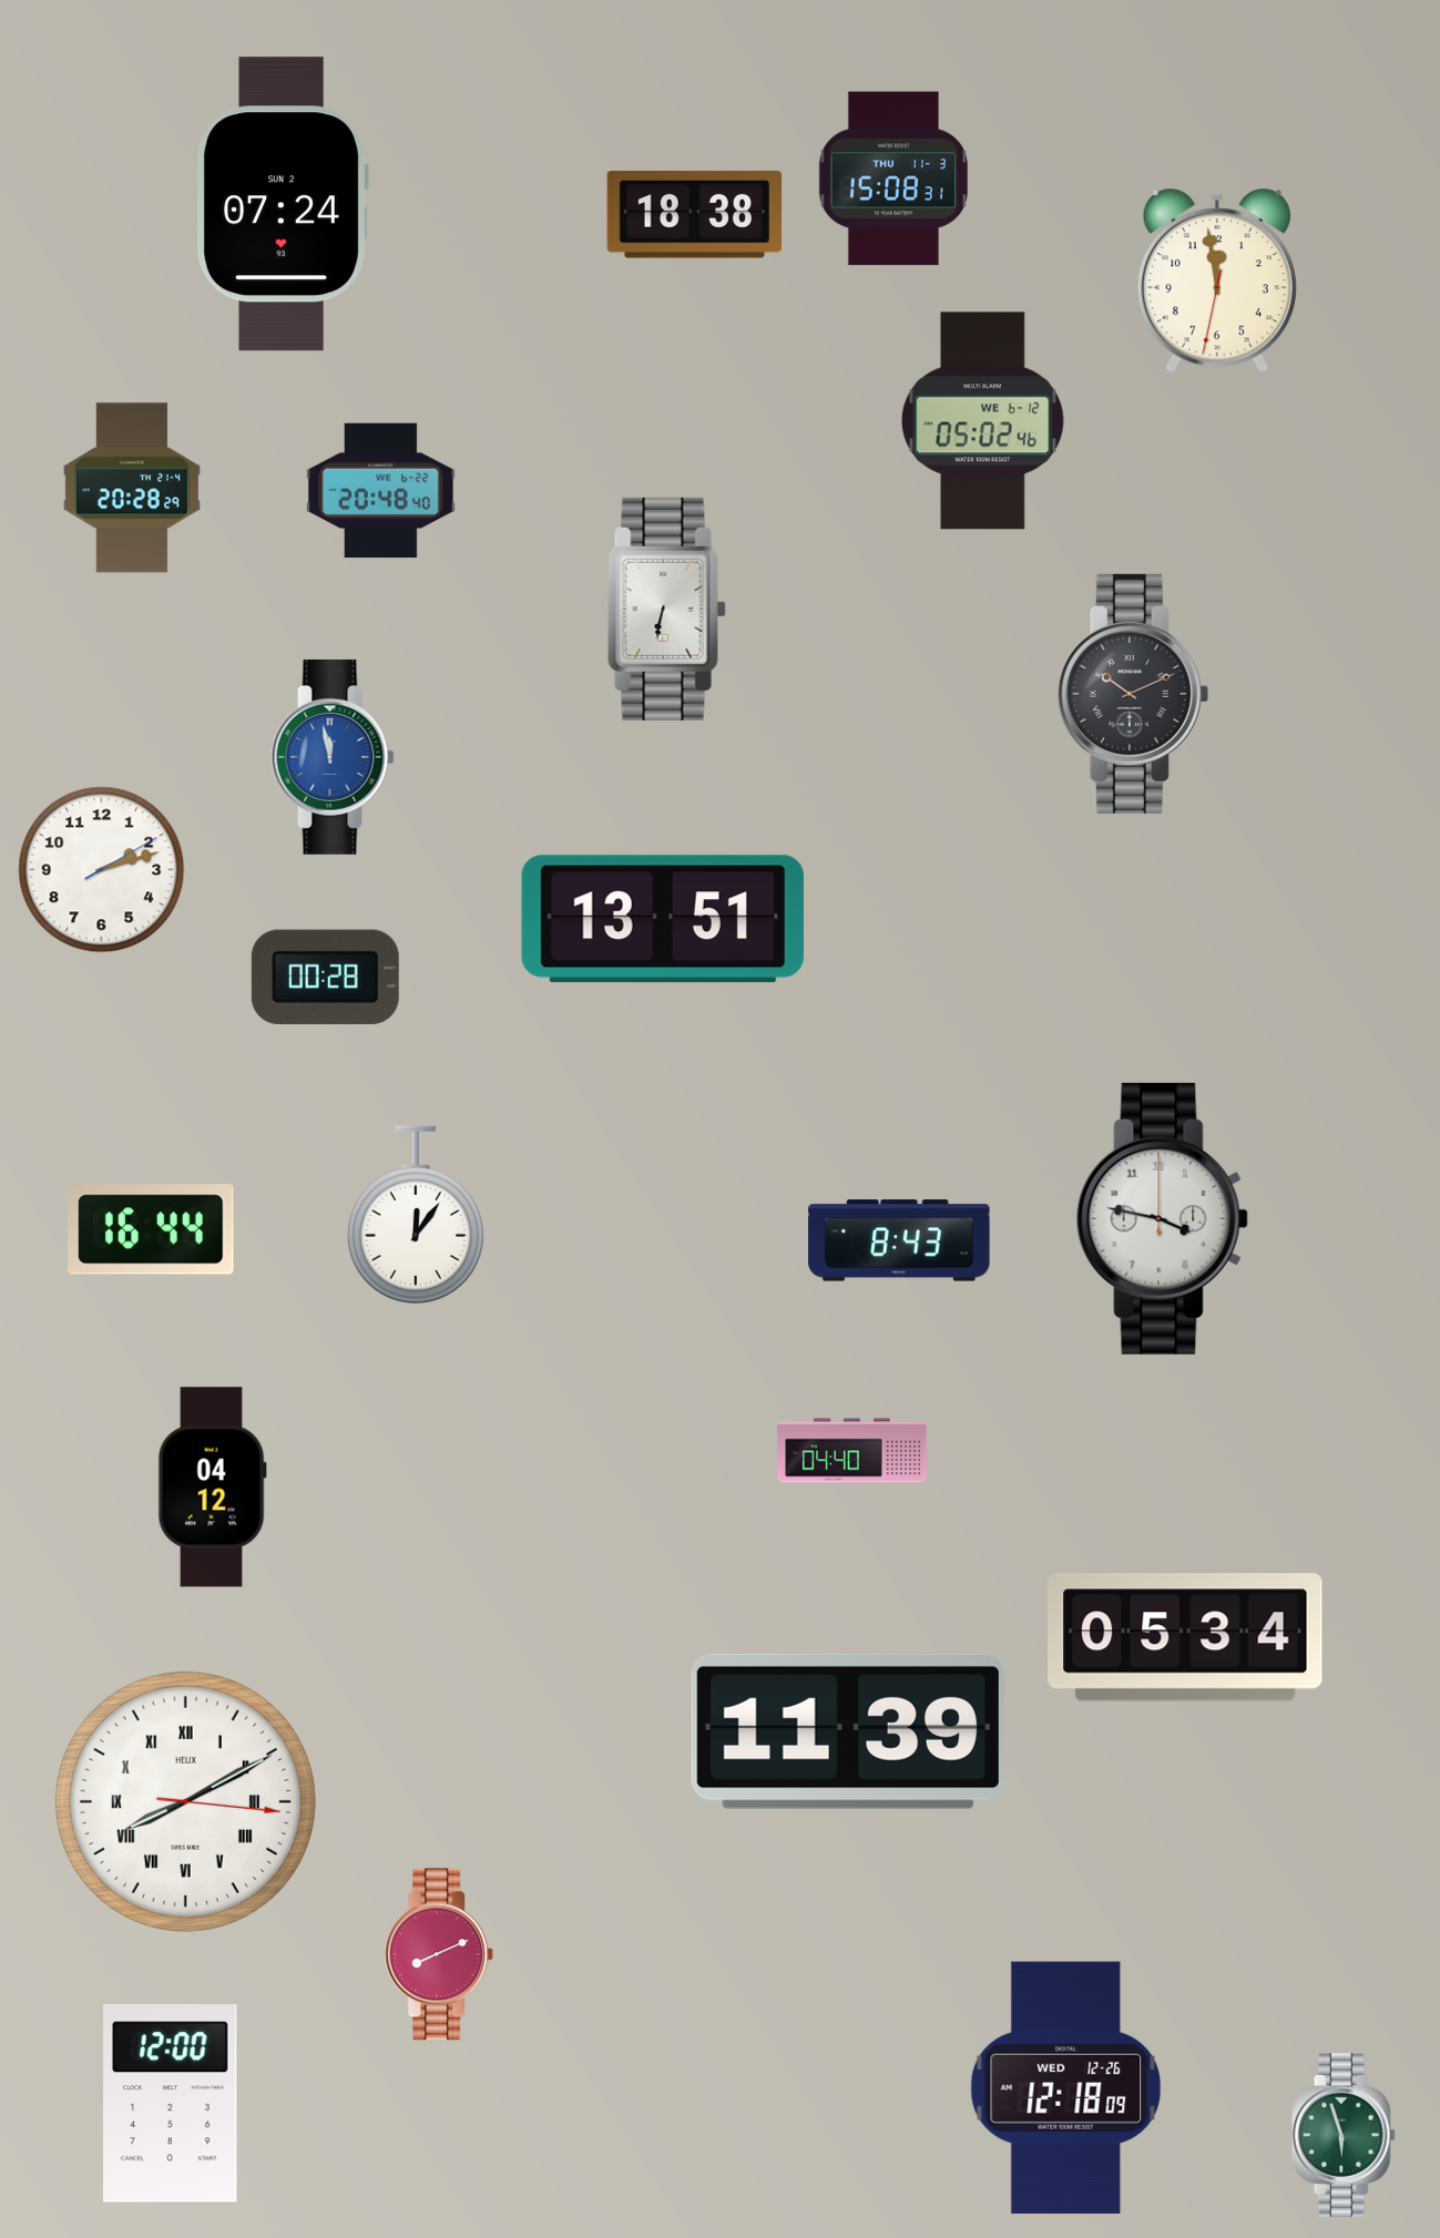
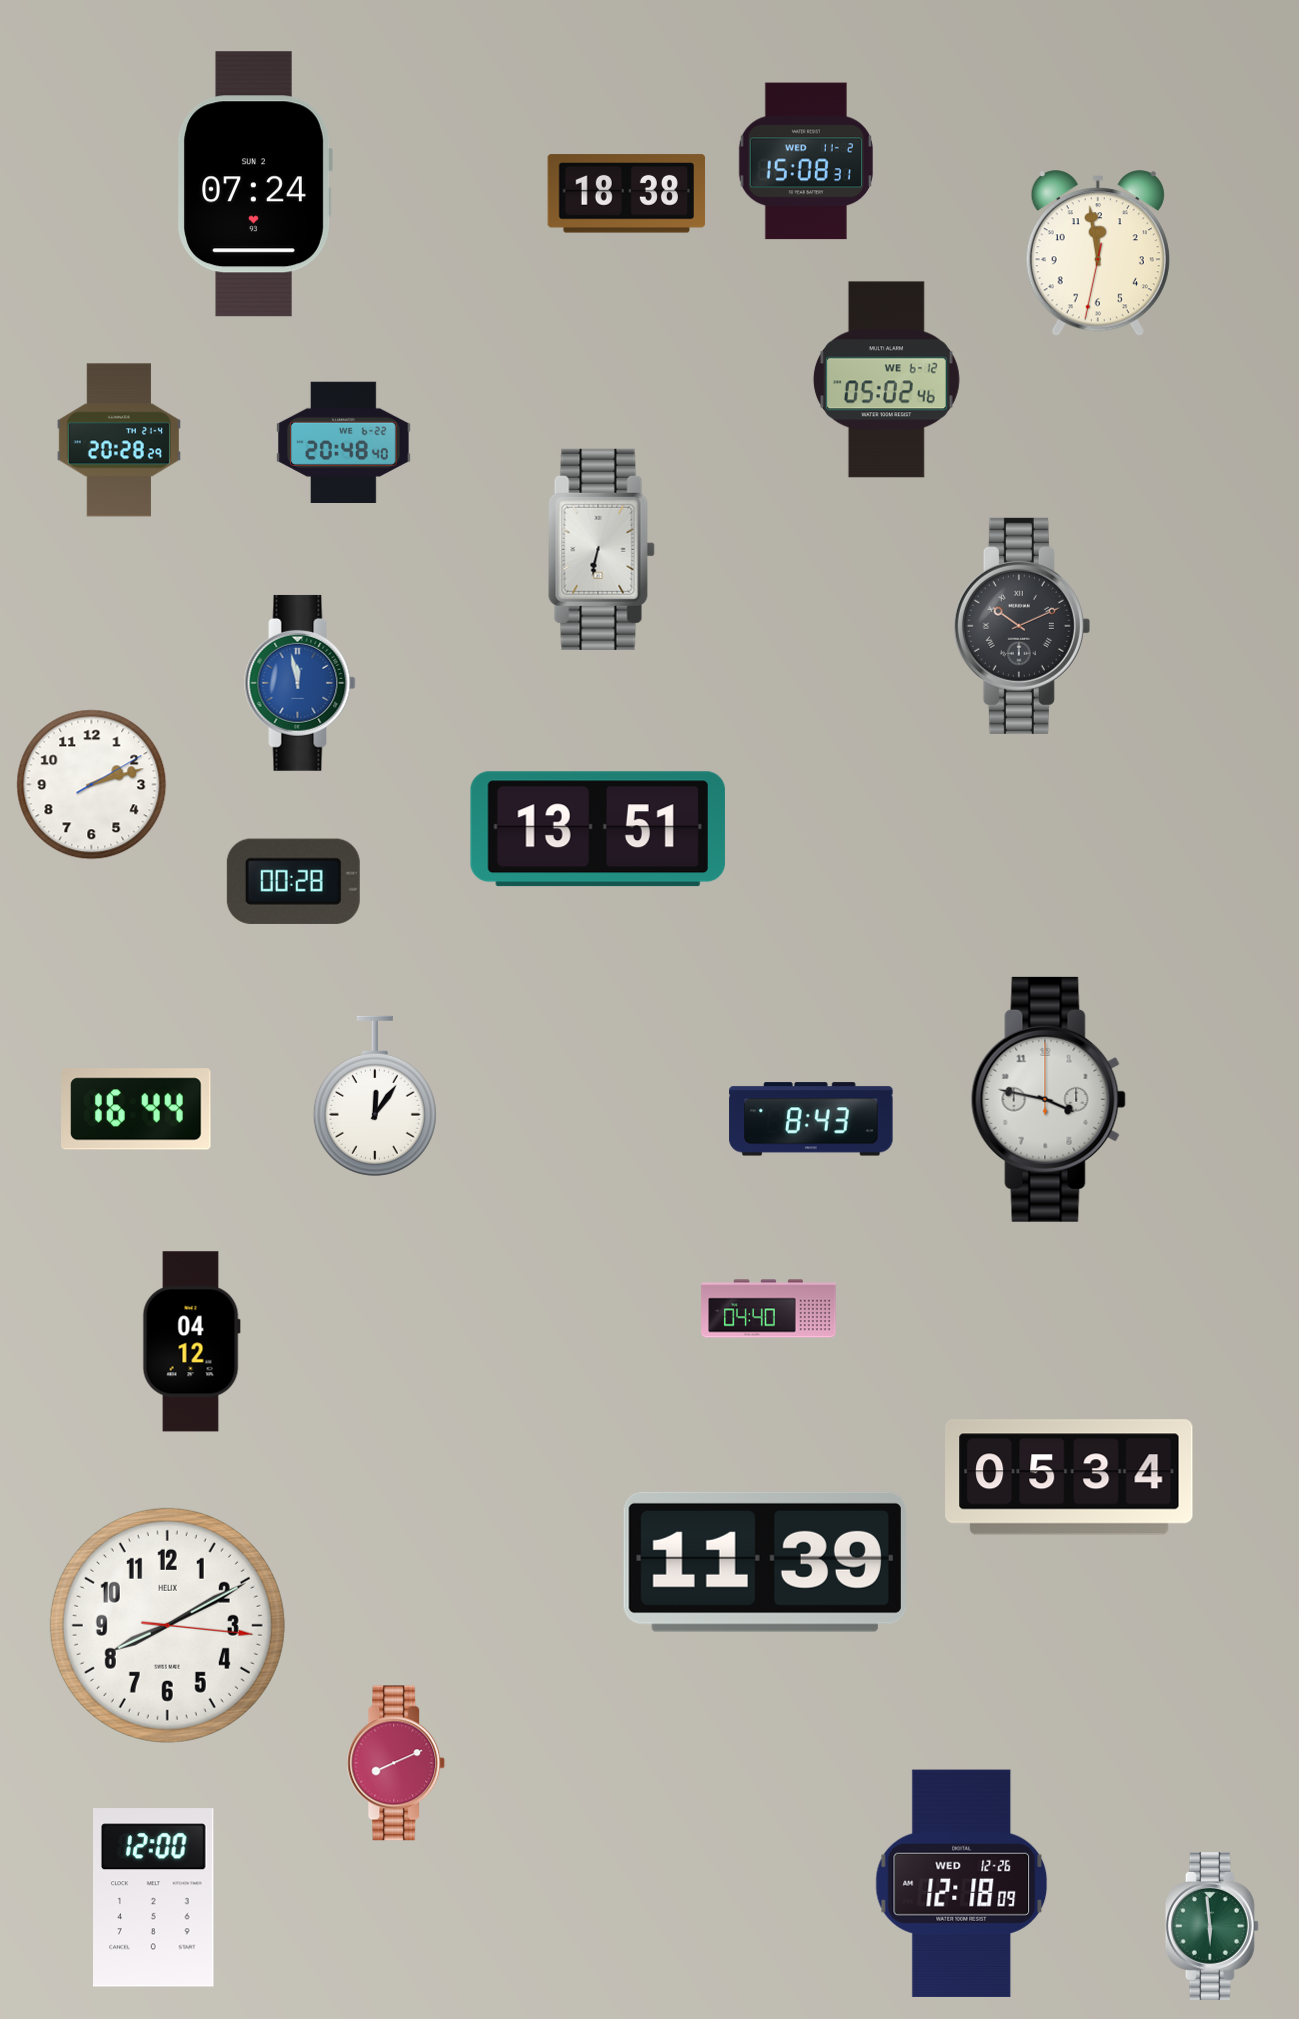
clock at (893, 178) date: THU 11-3 -> WED 11-2
clock at (185, 1801) numerals: Roman -> Arabic
clock at (1344, 2135): 5:57 -> 5:59
